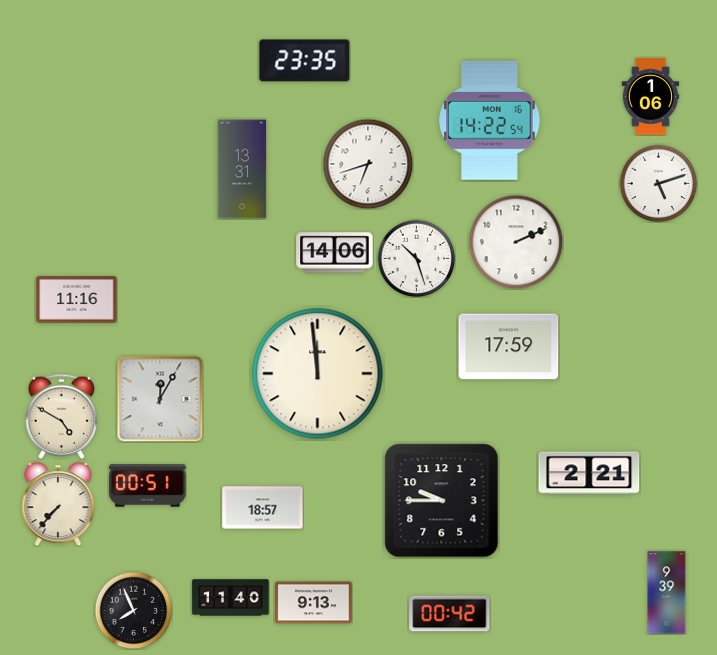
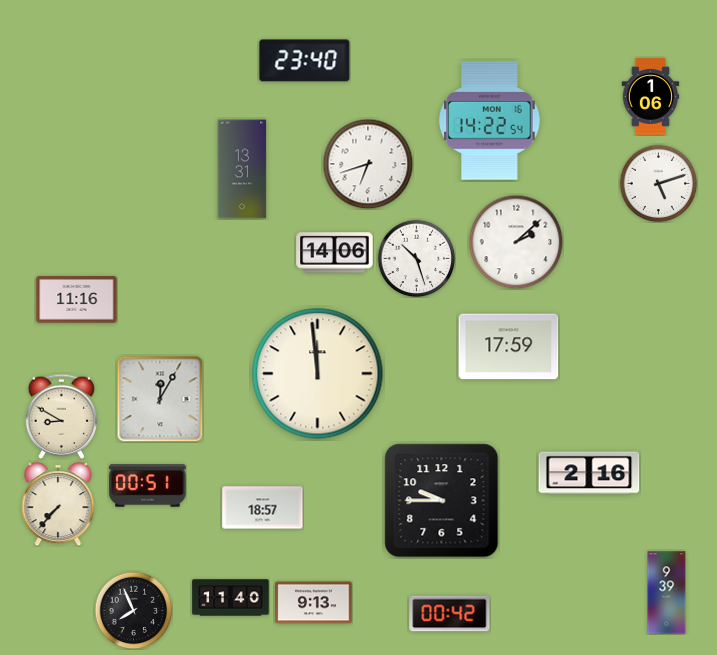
clock at (305, 61): 23:35 -> 23:40
clock at (516, 242): 2:11 -> 2:08
clock at (61, 416): 4:50 -> 8:50
clock at (589, 473): 2:21 -> 2:16
